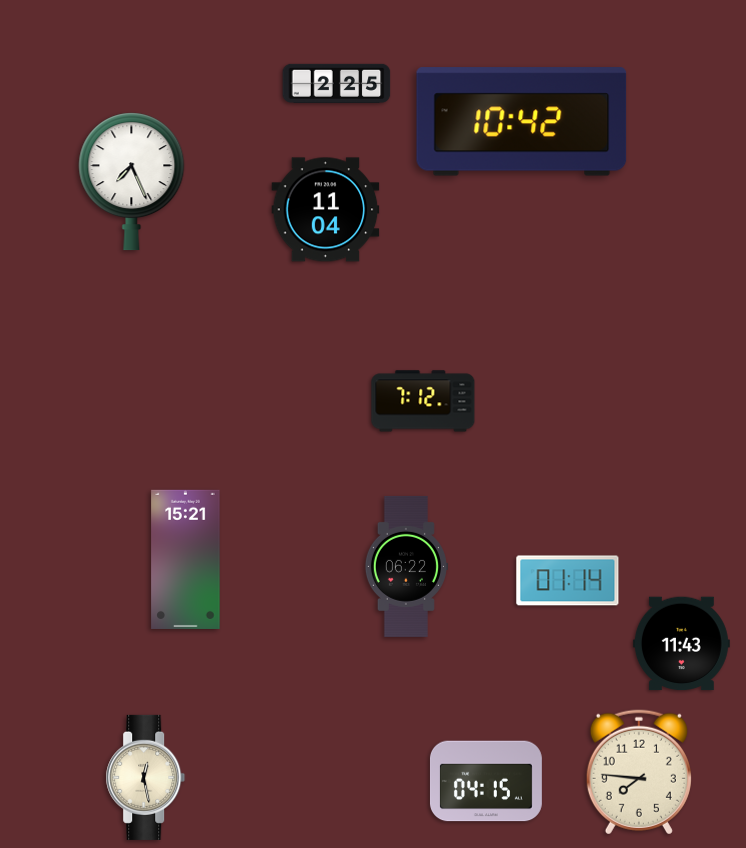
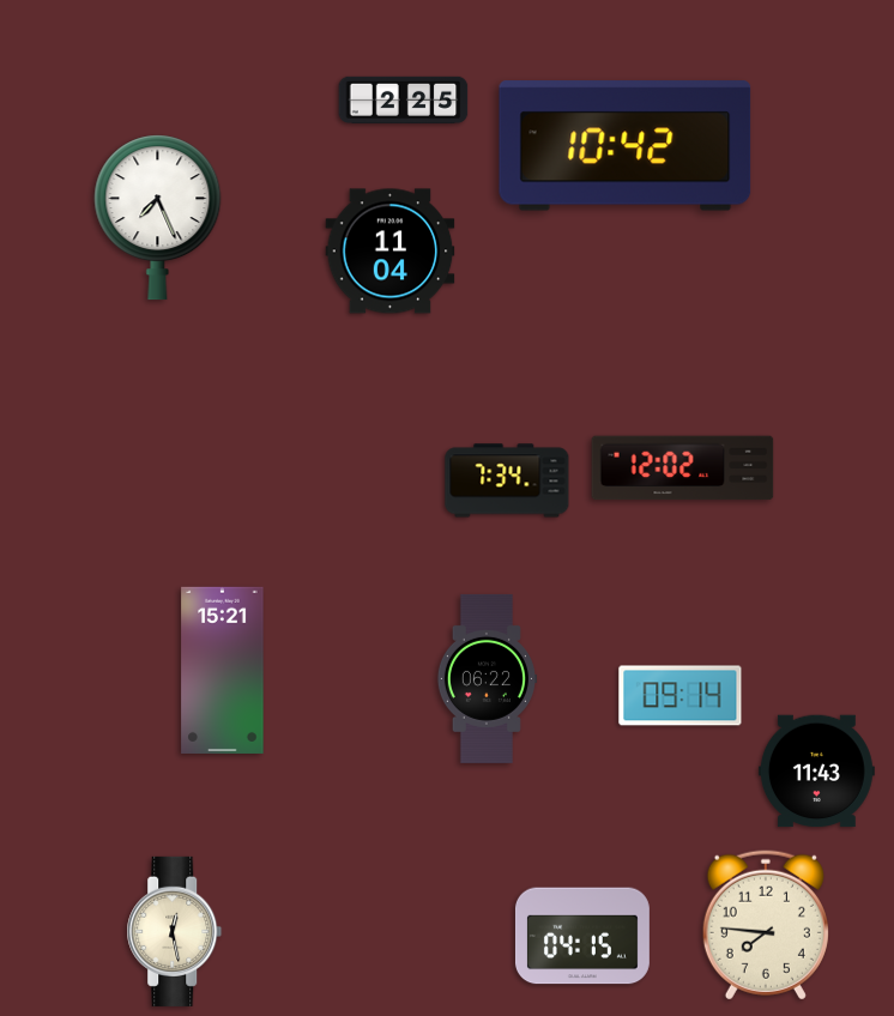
clock at (683, 468): none -> 12:02
clock at (423, 401): 7:12 -> 7:34
clock at (568, 581): 01:14 -> 09:14
